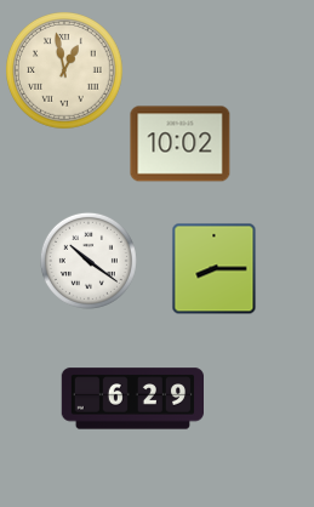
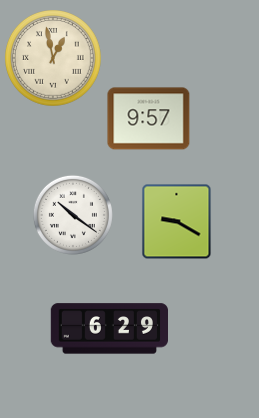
clock at (181, 144): 10:02 -> 9:57
clock at (215, 269): 8:15 -> 9:20
